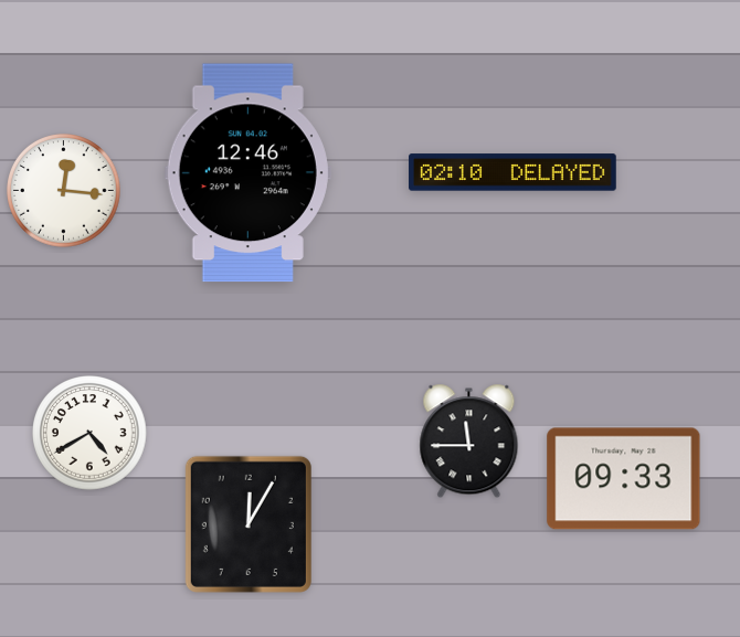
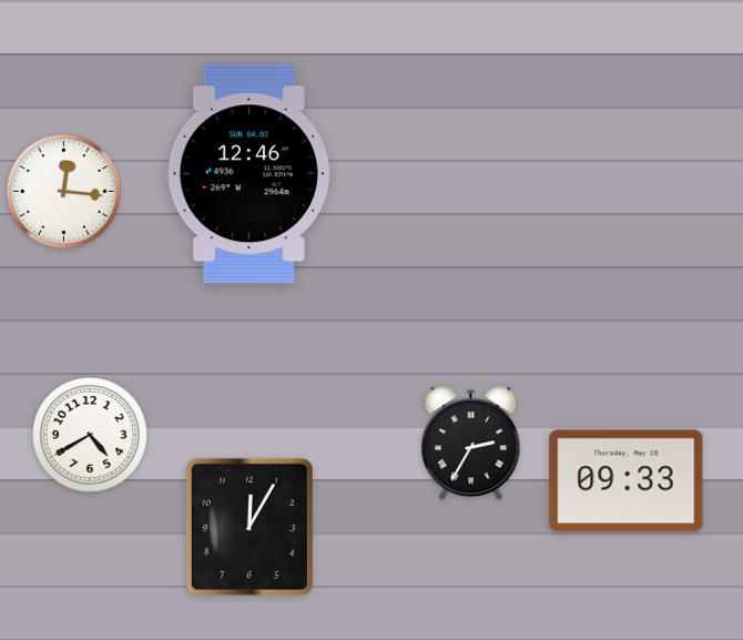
clock at (512, 172): 02:10 -> none
clock at (469, 442): 11:45 -> 2:35
